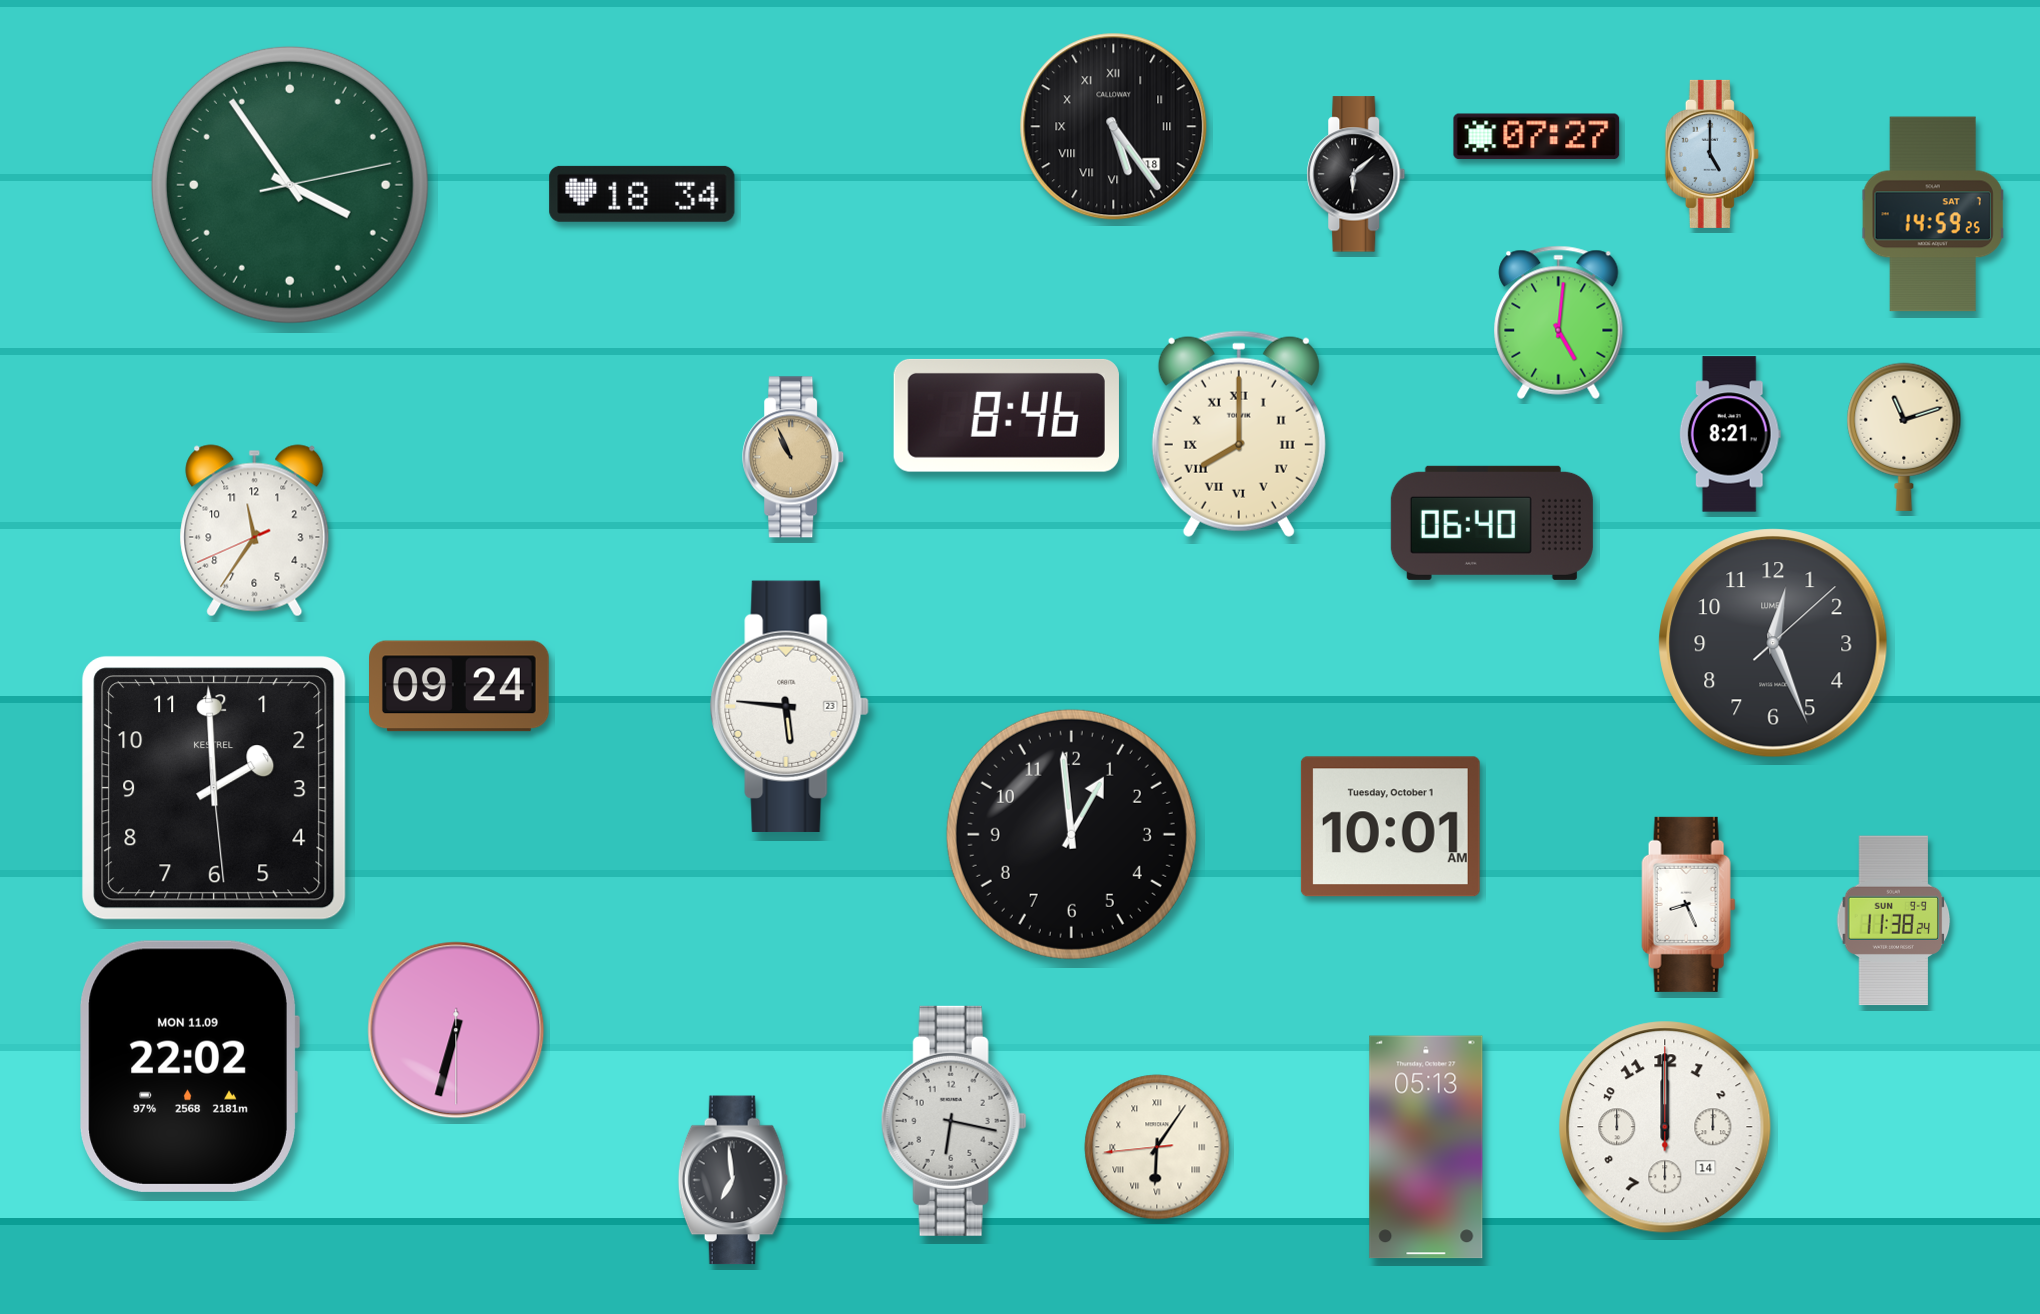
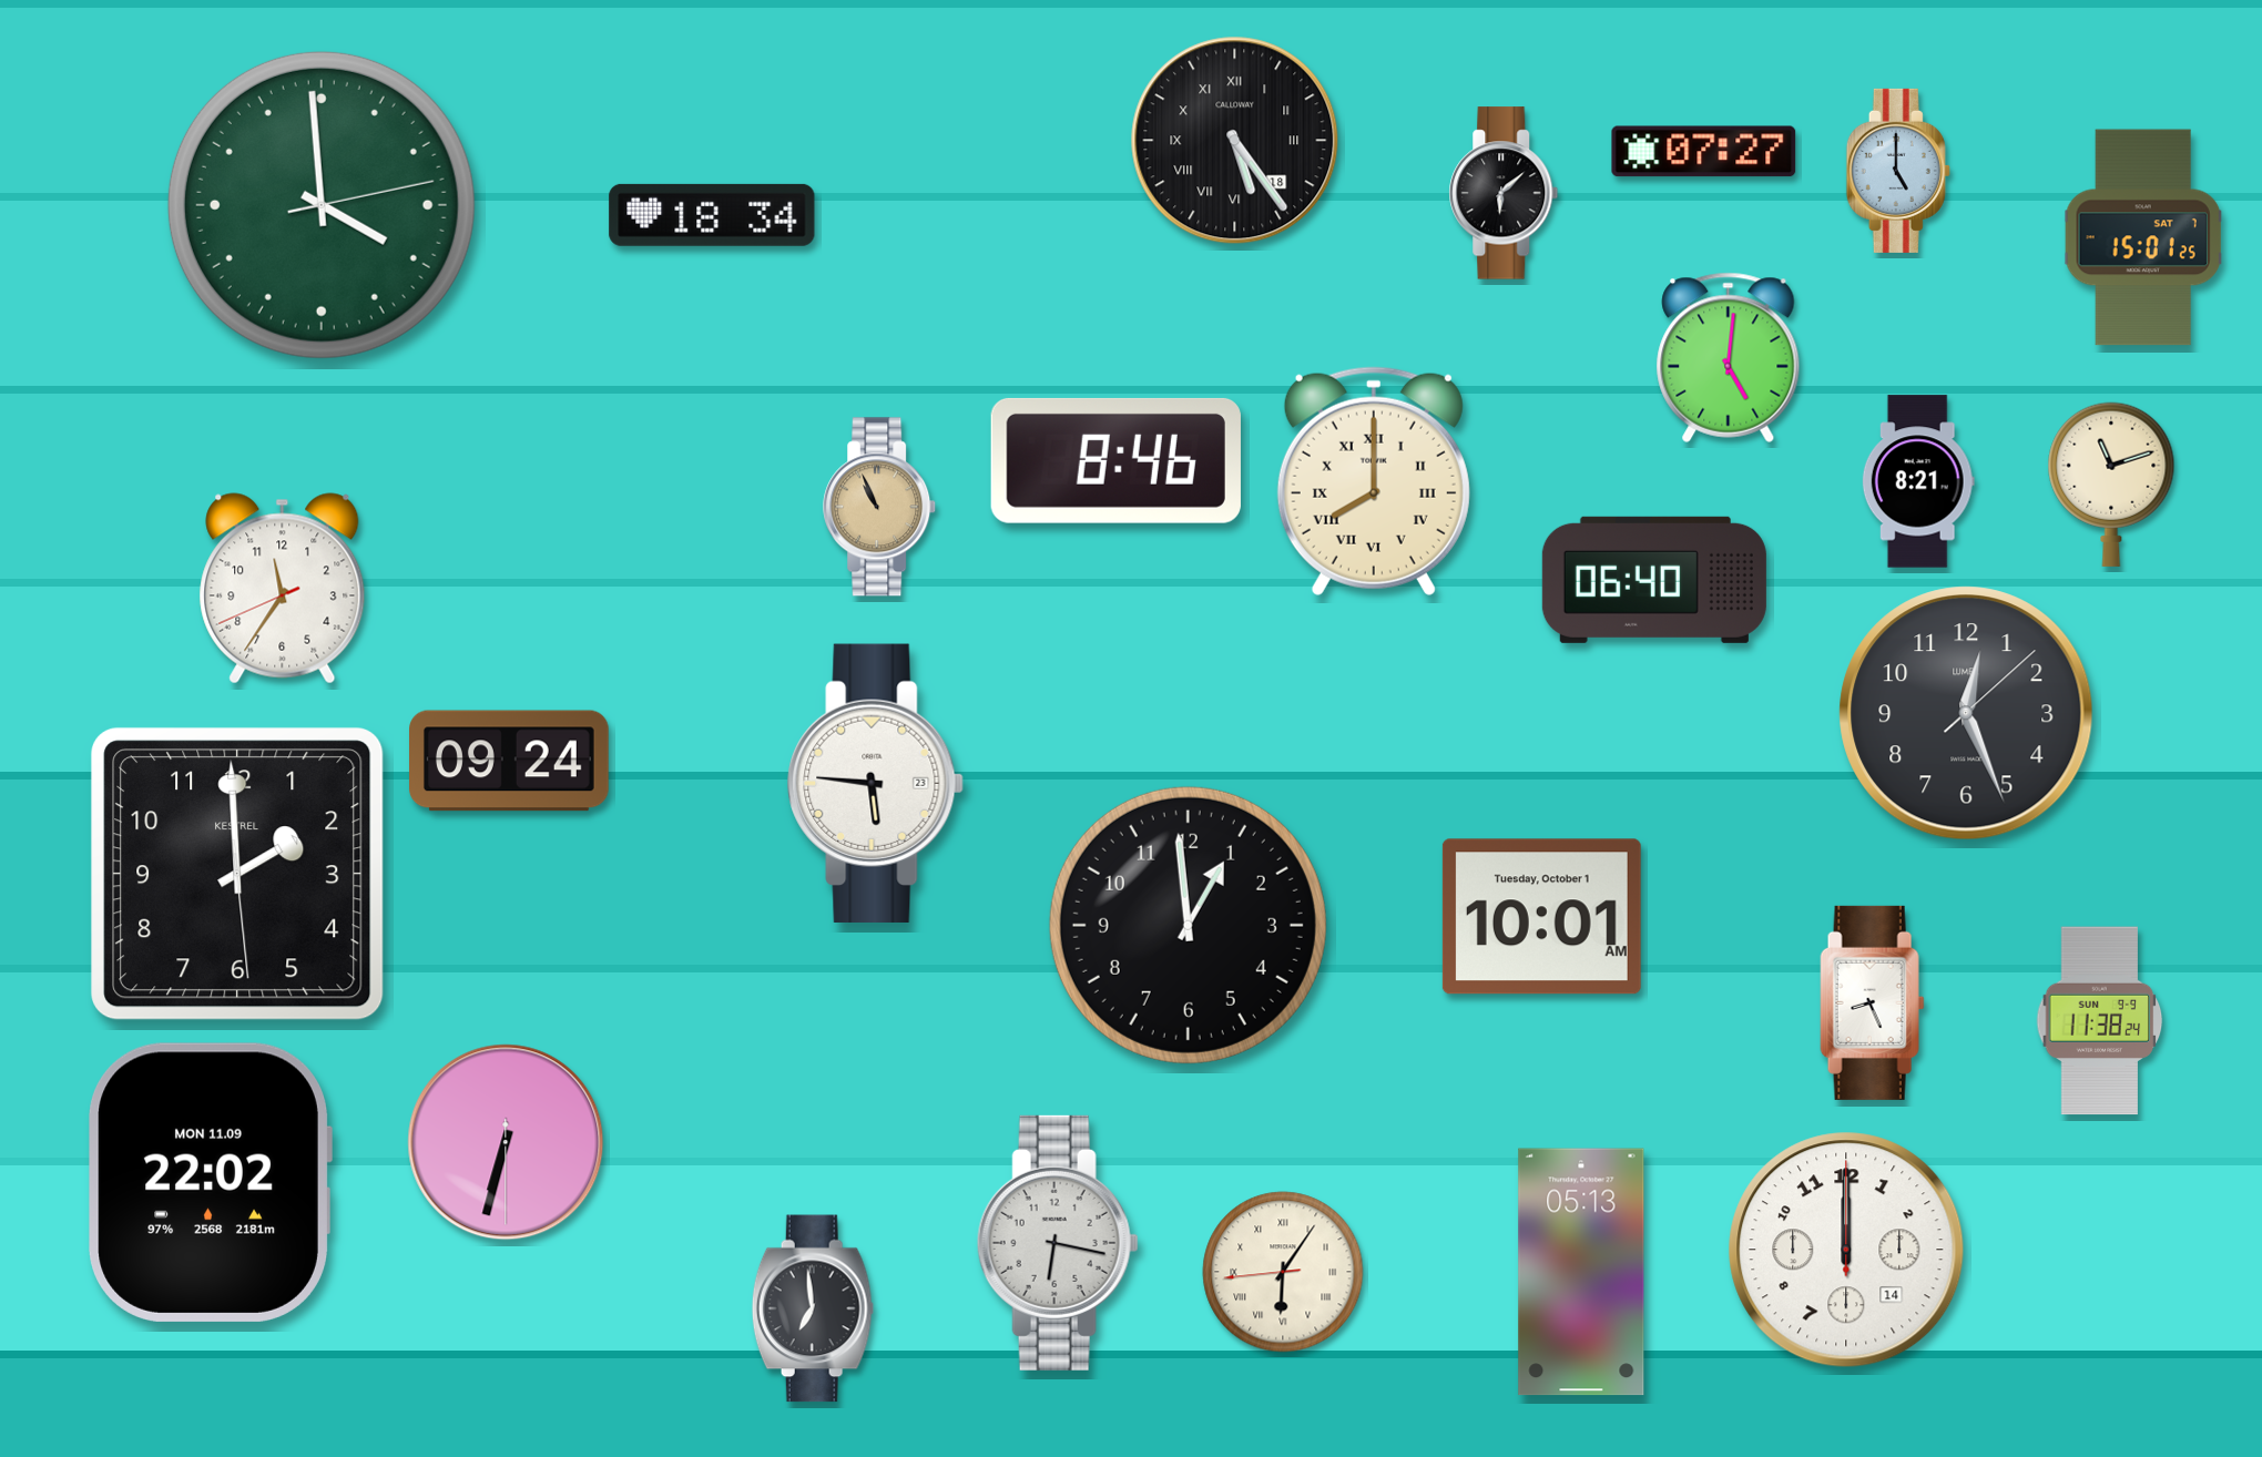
clock at (290, 185): 3:54 -> 3:59
clock at (1933, 214): 14:59 -> 15:01
